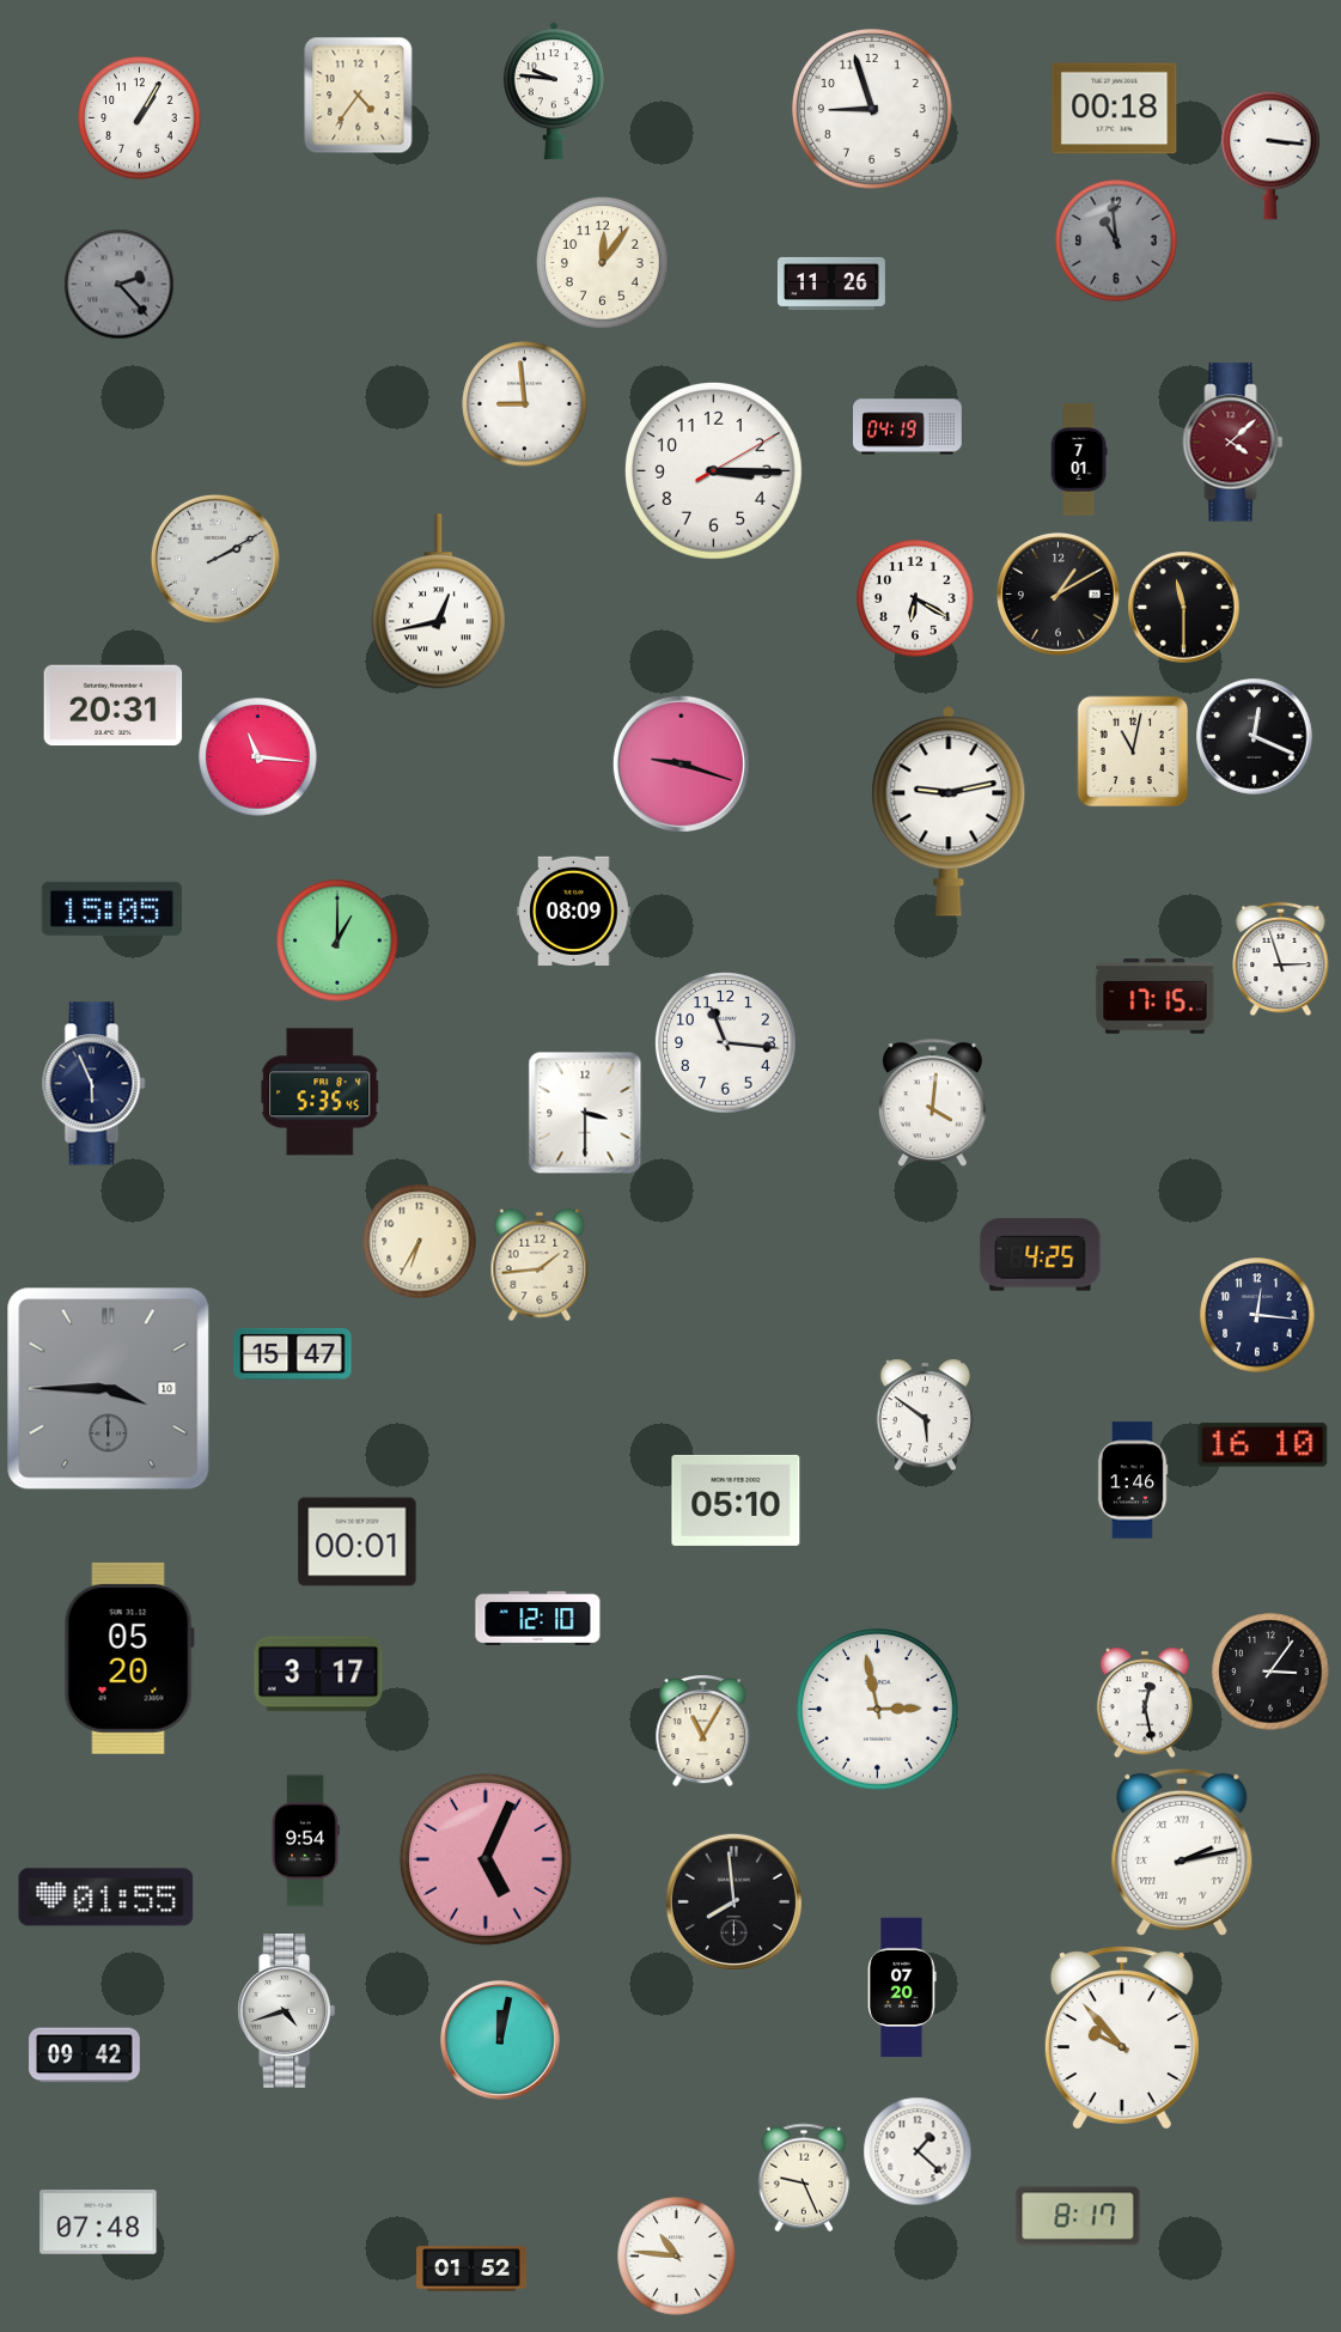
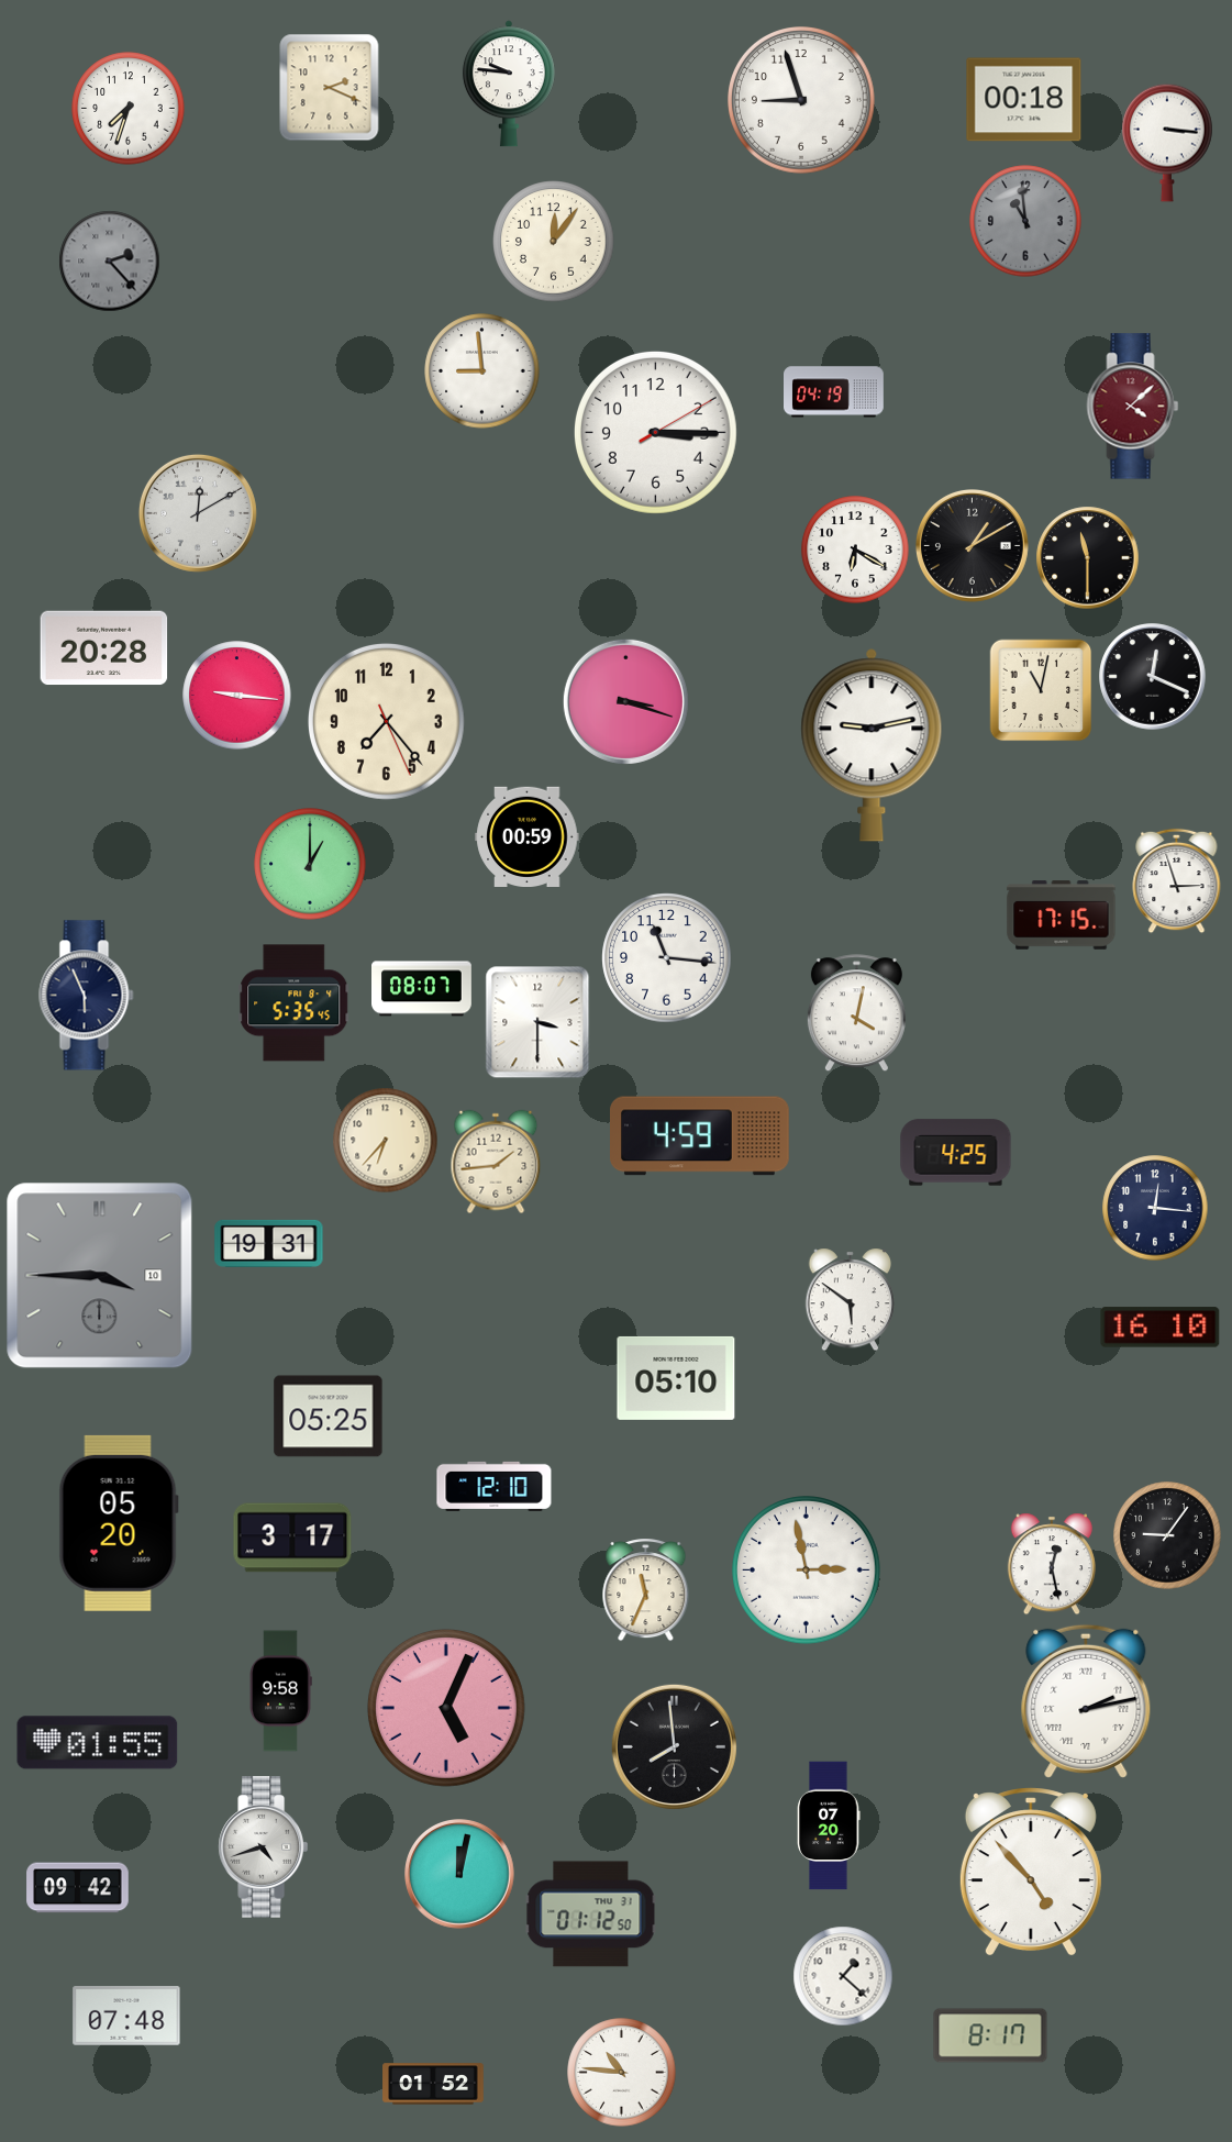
clock at (359, 96): 4:36 -> 2:19
clock at (140, 118): 1:05 -> 7:33
clock at (831, 284): 11:26 -> none
clock at (1079, 459): 7:01 -> none
clock at (215, 559): 2:10 -> 12:10
clock at (915, 598) position: (915, 598) -> (855, 550)
clock at (438, 602): 12:43 -> none
clock at (114, 706): 20:31 -> 20:28
clock at (258, 757): 11:16 -> 9:16
clock at (681, 763): 9:18 -> 3:18
clock at (386, 721): none -> 7:23
clock at (112, 908): 15:05 -> none
clock at (574, 911): 08:09 -> 00:59
clock at (422, 989): none -> 08:07
clock at (932, 1103): 4:01 -> 4:02
clock at (700, 1136): none -> 4:59
clock at (420, 1242): 6:35 -> 6:37
clock at (293, 1353): 15:47 -> 19:31
clock at (1133, 1480): 1:46 -> none
clock at (358, 1542): 00:01 -> 05:25
clock at (1270, 1672): 3:06 -> 9:06
clock at (703, 1731): 11:05 -> 11:34
clock at (306, 1841): 9:54 -> 9:58
clock at (1122, 2038): 9:53 -> 4:53
clock at (591, 1915): none -> 01:12
clock at (804, 2178): 9:26 -> none
clock at (98, 2222) position: (98, 2222) -> (126, 2016)
